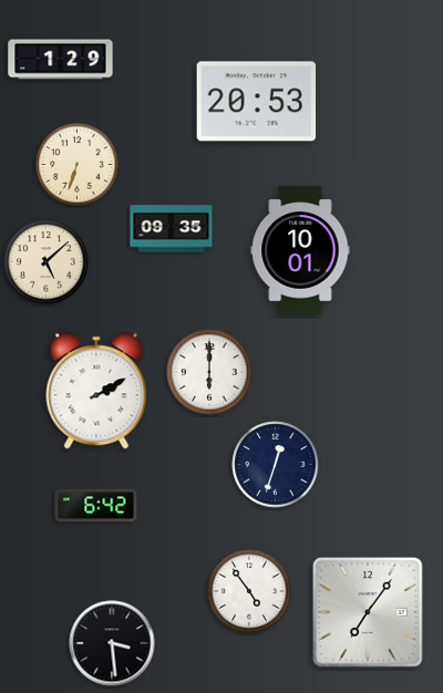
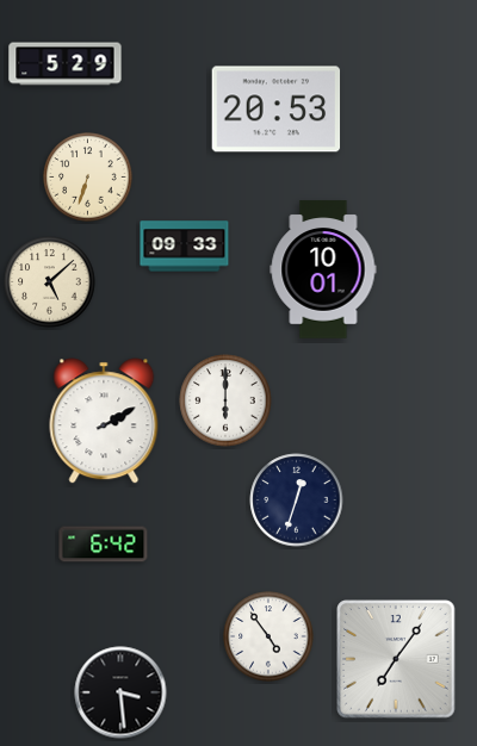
clock at (61, 60): 1:29 -> 5:29
clock at (78, 165) position: (78, 165) -> (88, 178)
clock at (172, 229): 09:35 -> 09:33
